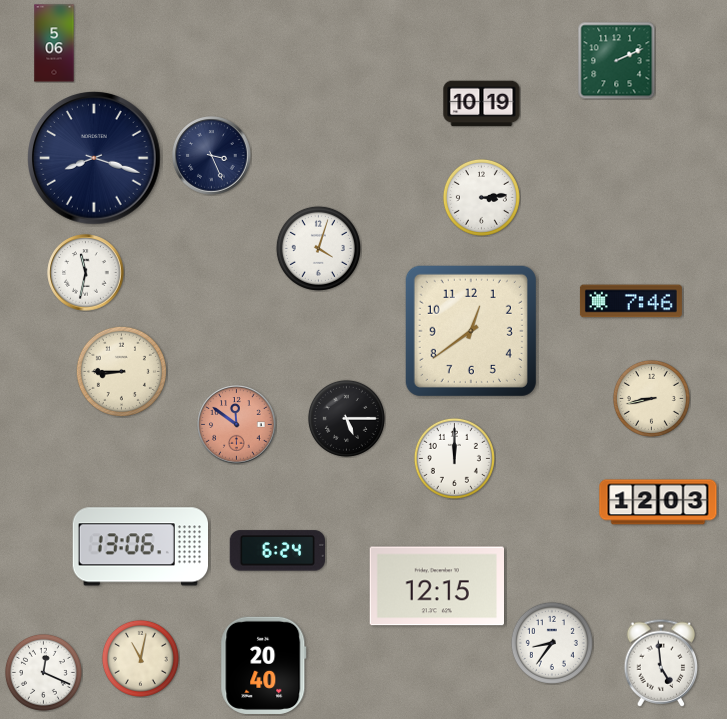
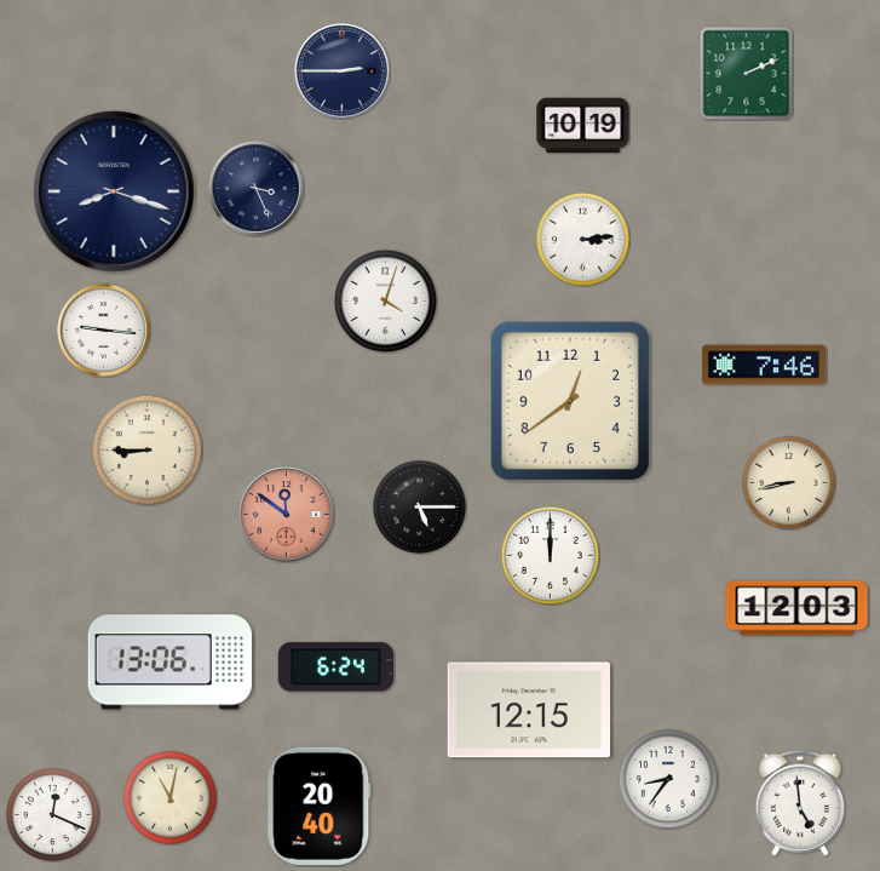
clock at (54, 43): 5:06 -> none
clock at (343, 71): none -> 2:45
clock at (86, 273): 11:32 -> 9:16
